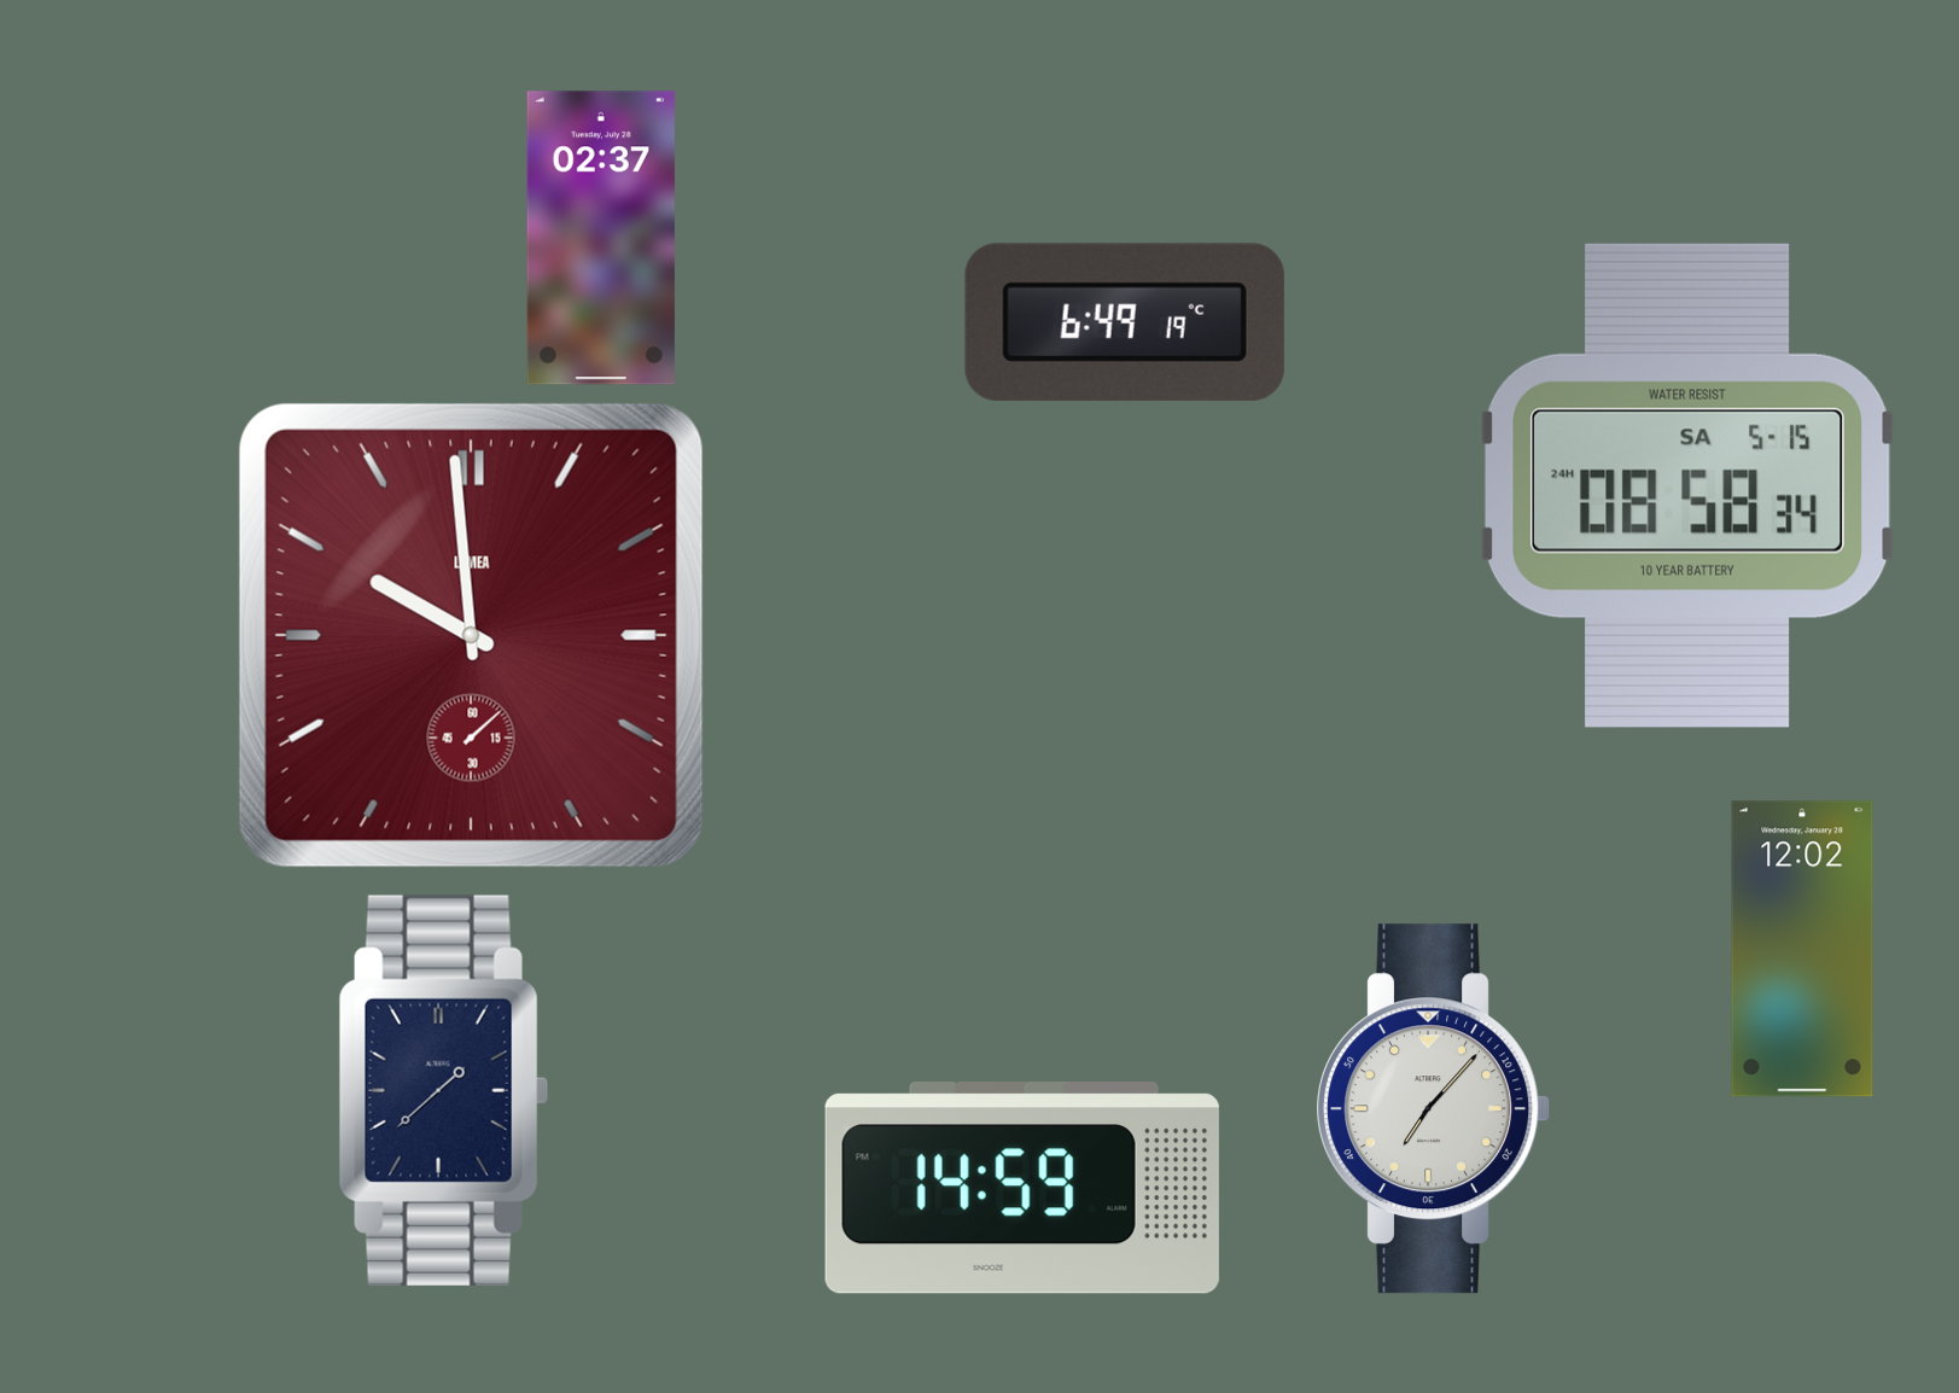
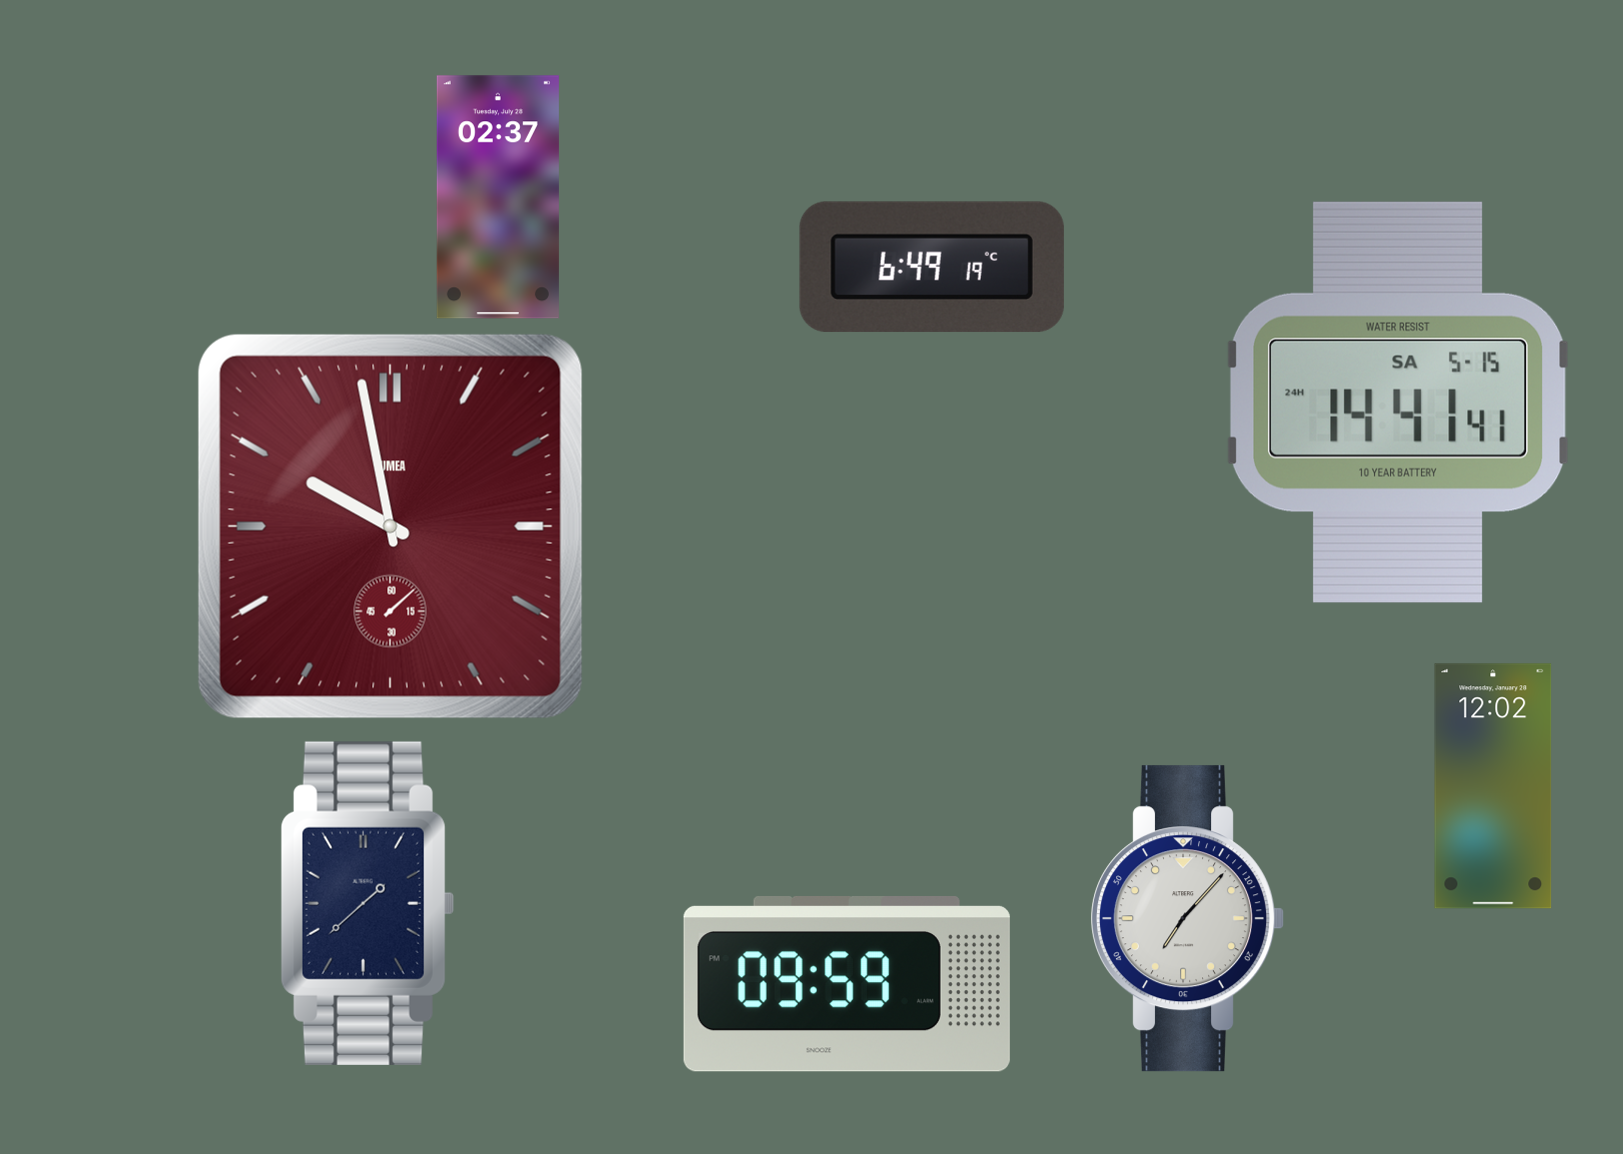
clock at (1687, 485): 08:58 -> 14:41
clock at (471, 635): 9:59 -> 9:58
clock at (1022, 1189): 14:59 -> 09:59
